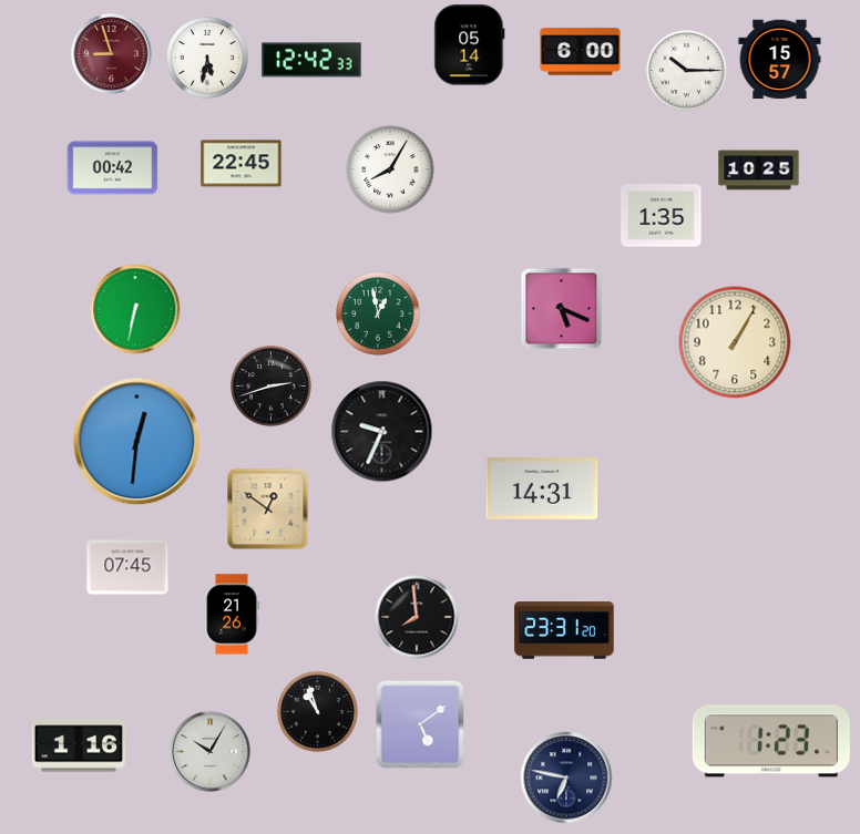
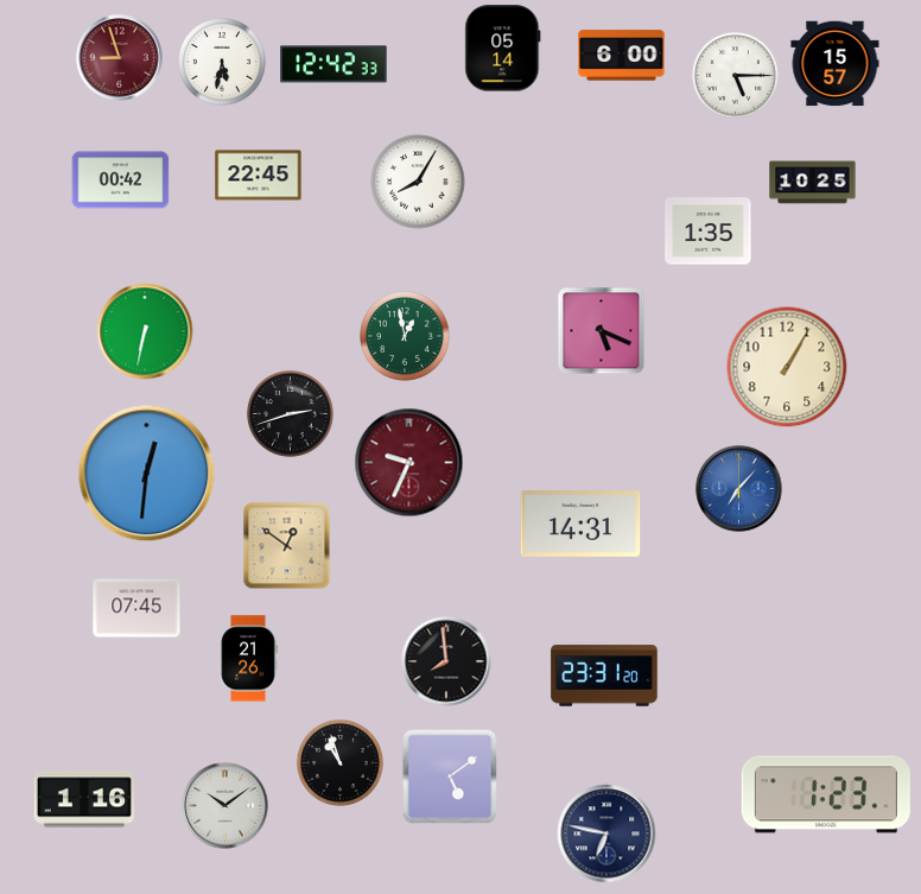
clock at (686, 70): 10:15 -> 5:15
clock at (382, 432) dial: black -> burgundy
clock at (739, 489): none -> 7:07
clock at (211, 752): 10:05 -> 10:09
